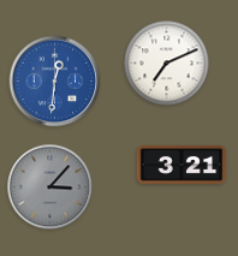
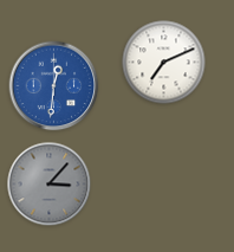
clock at (55, 82) position: (55, 82) -> (54, 86)
clock at (182, 165): 3:21 -> none
